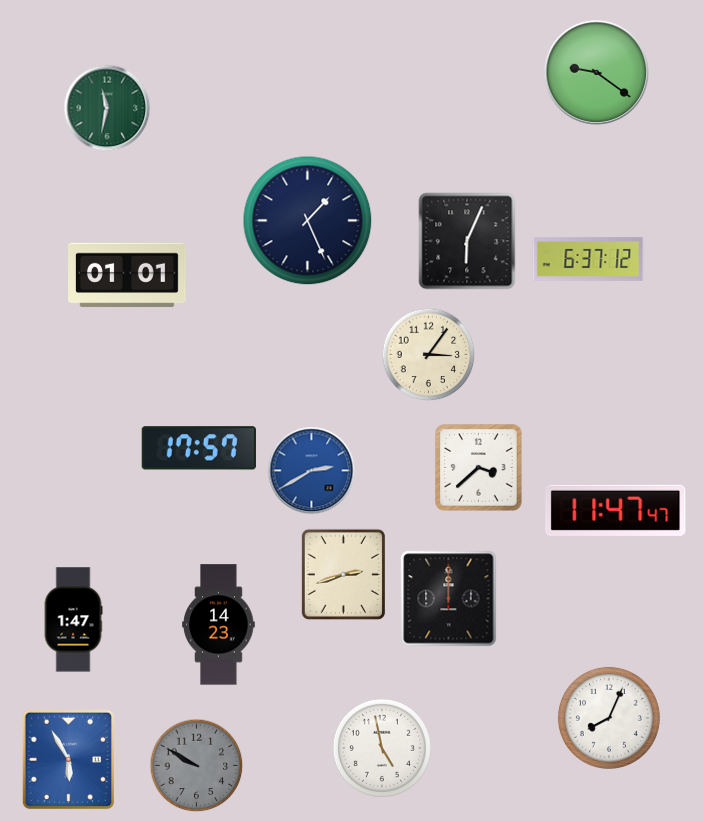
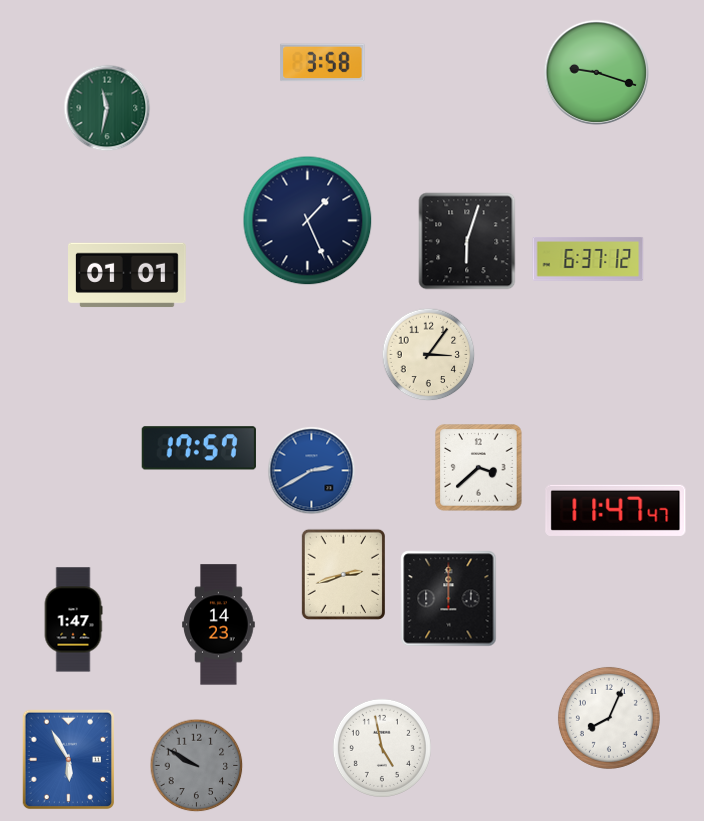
clock at (323, 63): none -> 3:58
clock at (596, 72): 9:21 -> 9:18
clock at (467, 241): 6:04 -> 6:03
